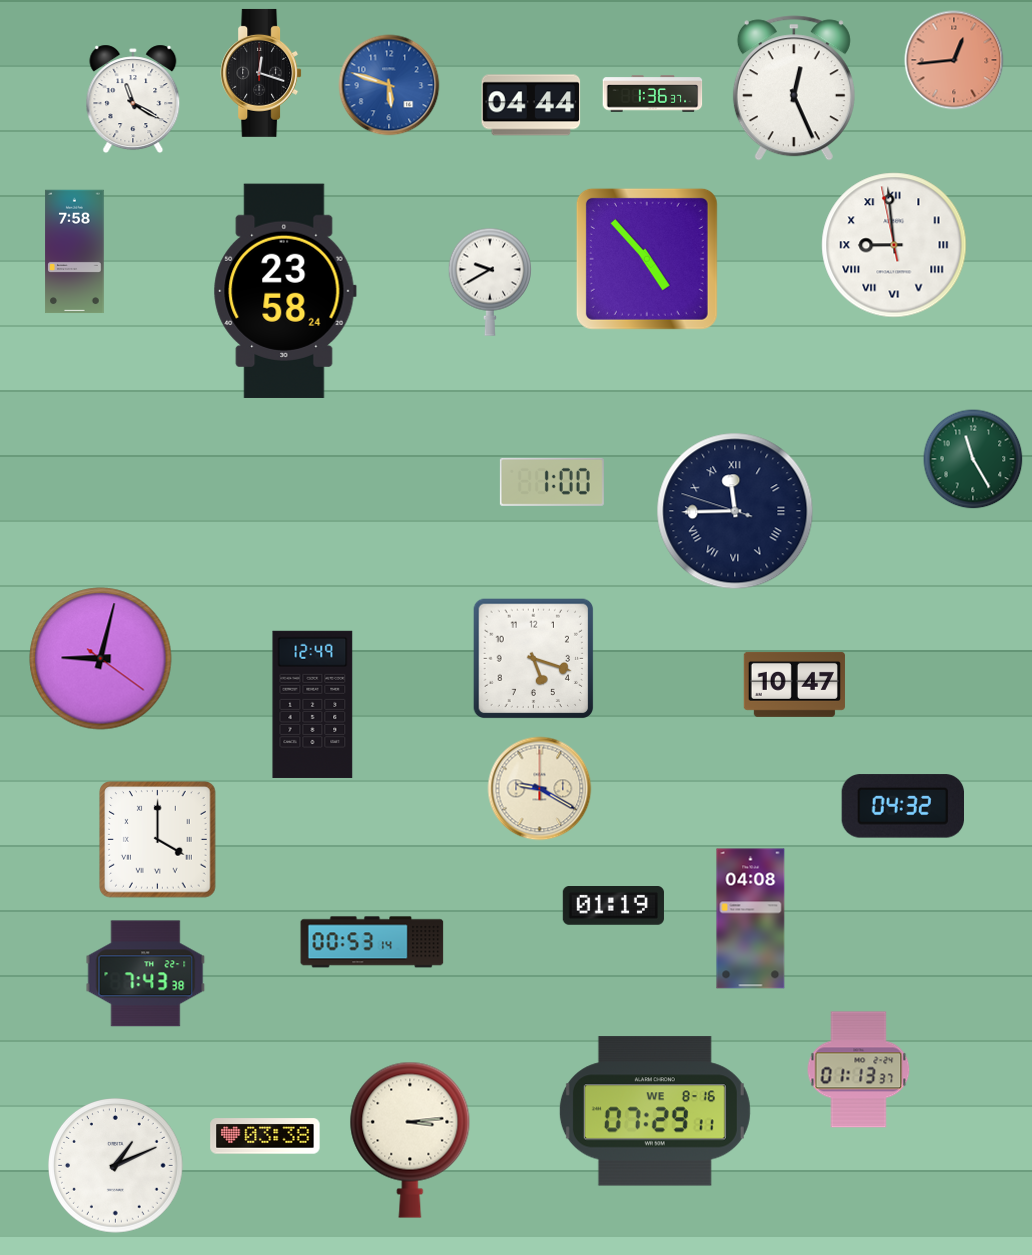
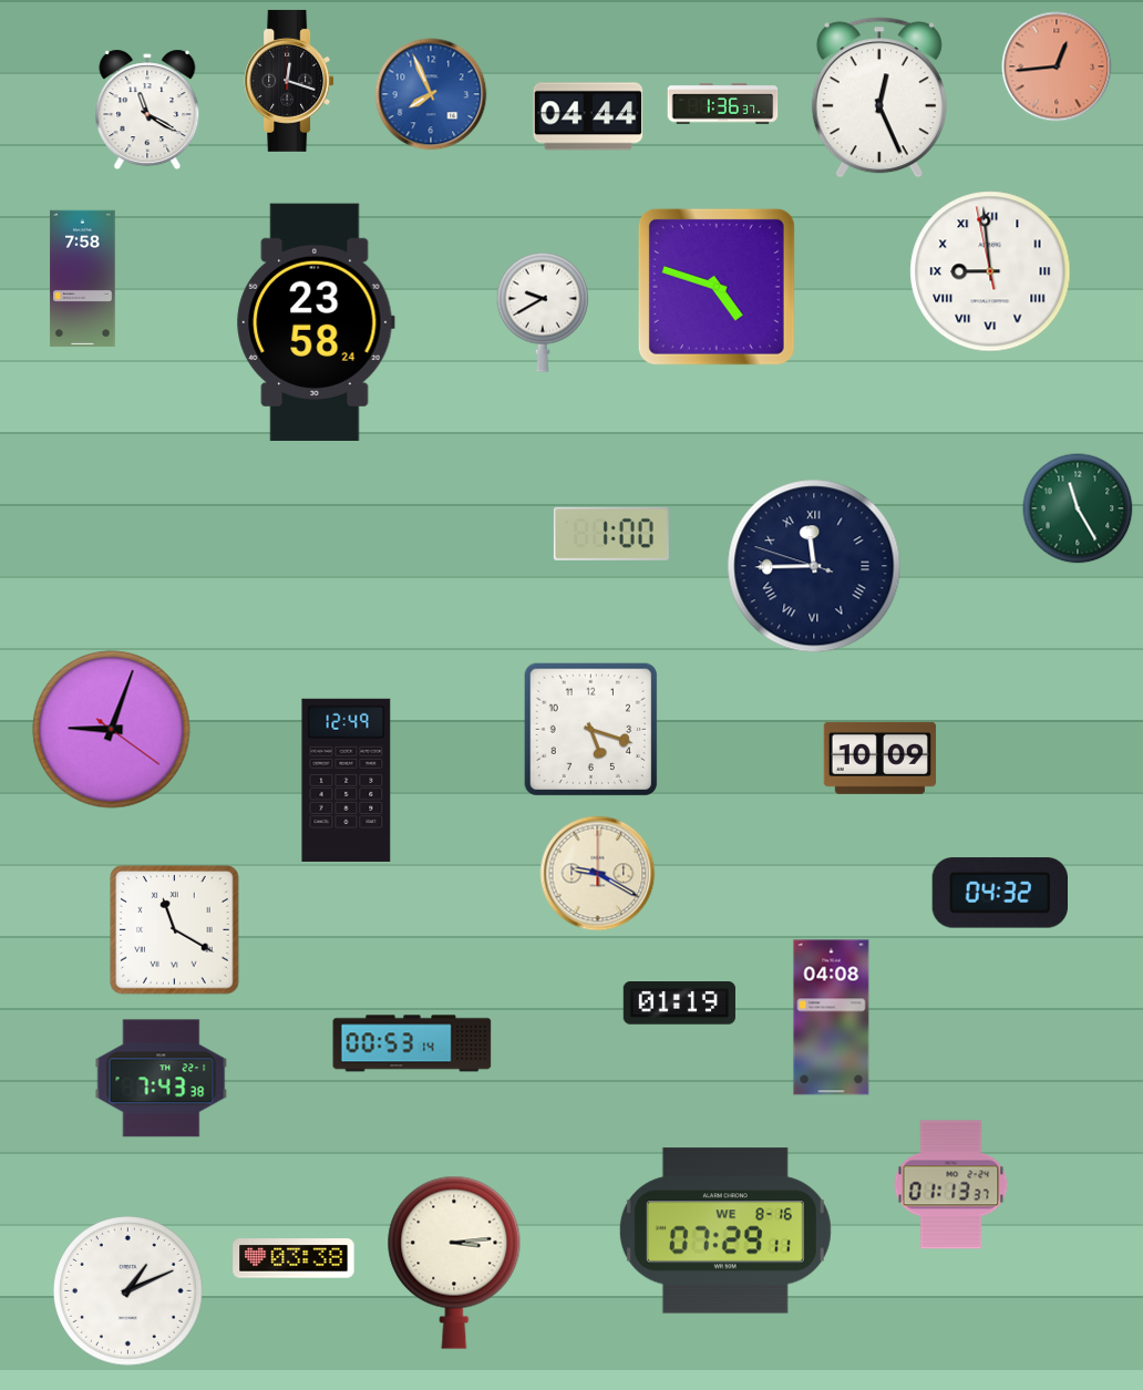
clock at (389, 85): 5:48 -> 7:56
clock at (647, 259): 4:53 -> 4:48
clock at (101, 659): 9:02 -> 9:03
clock at (794, 684): 10:47 -> 10:09
clock at (158, 840): 4:00 -> 11:20
